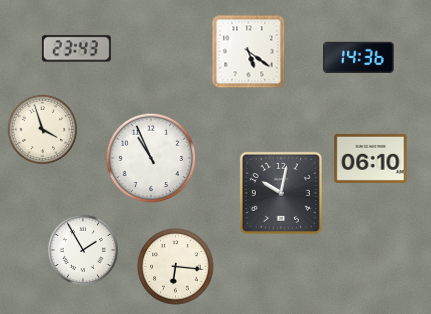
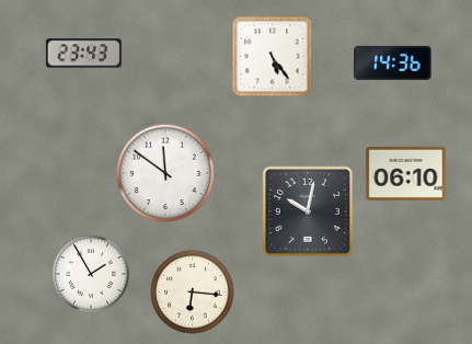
clock at (249, 52): 5:21 -> 5:24
clock at (43, 130): 3:57 -> none
clock at (151, 158): 10:56 -> 11:51
